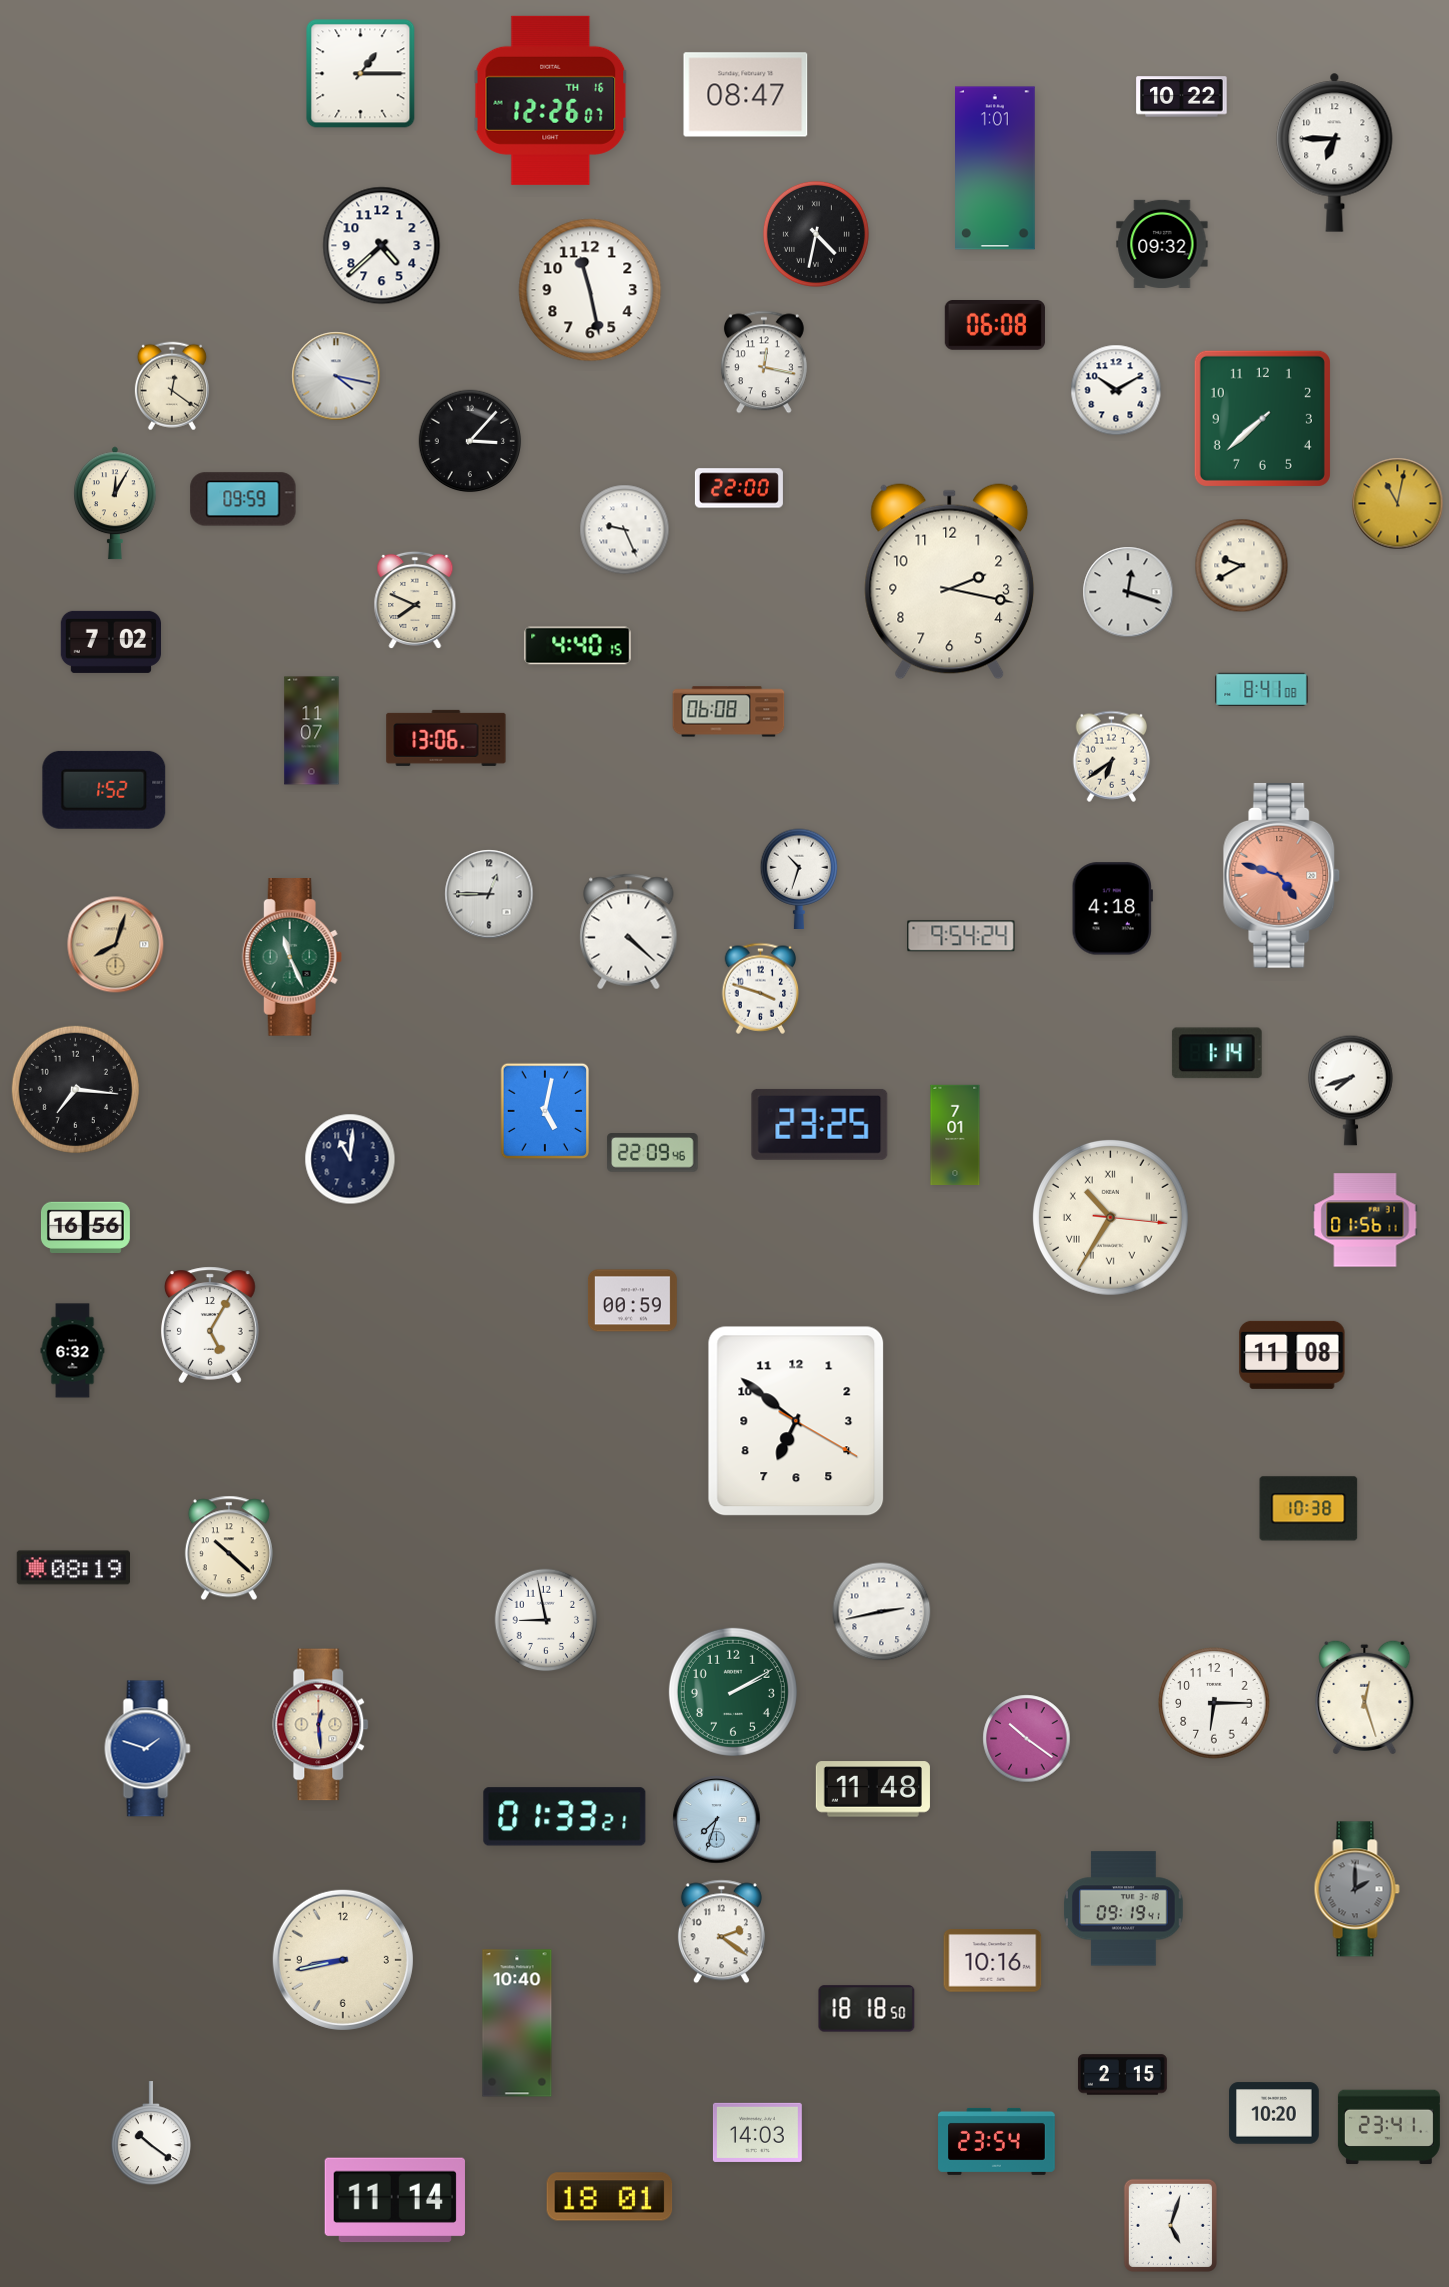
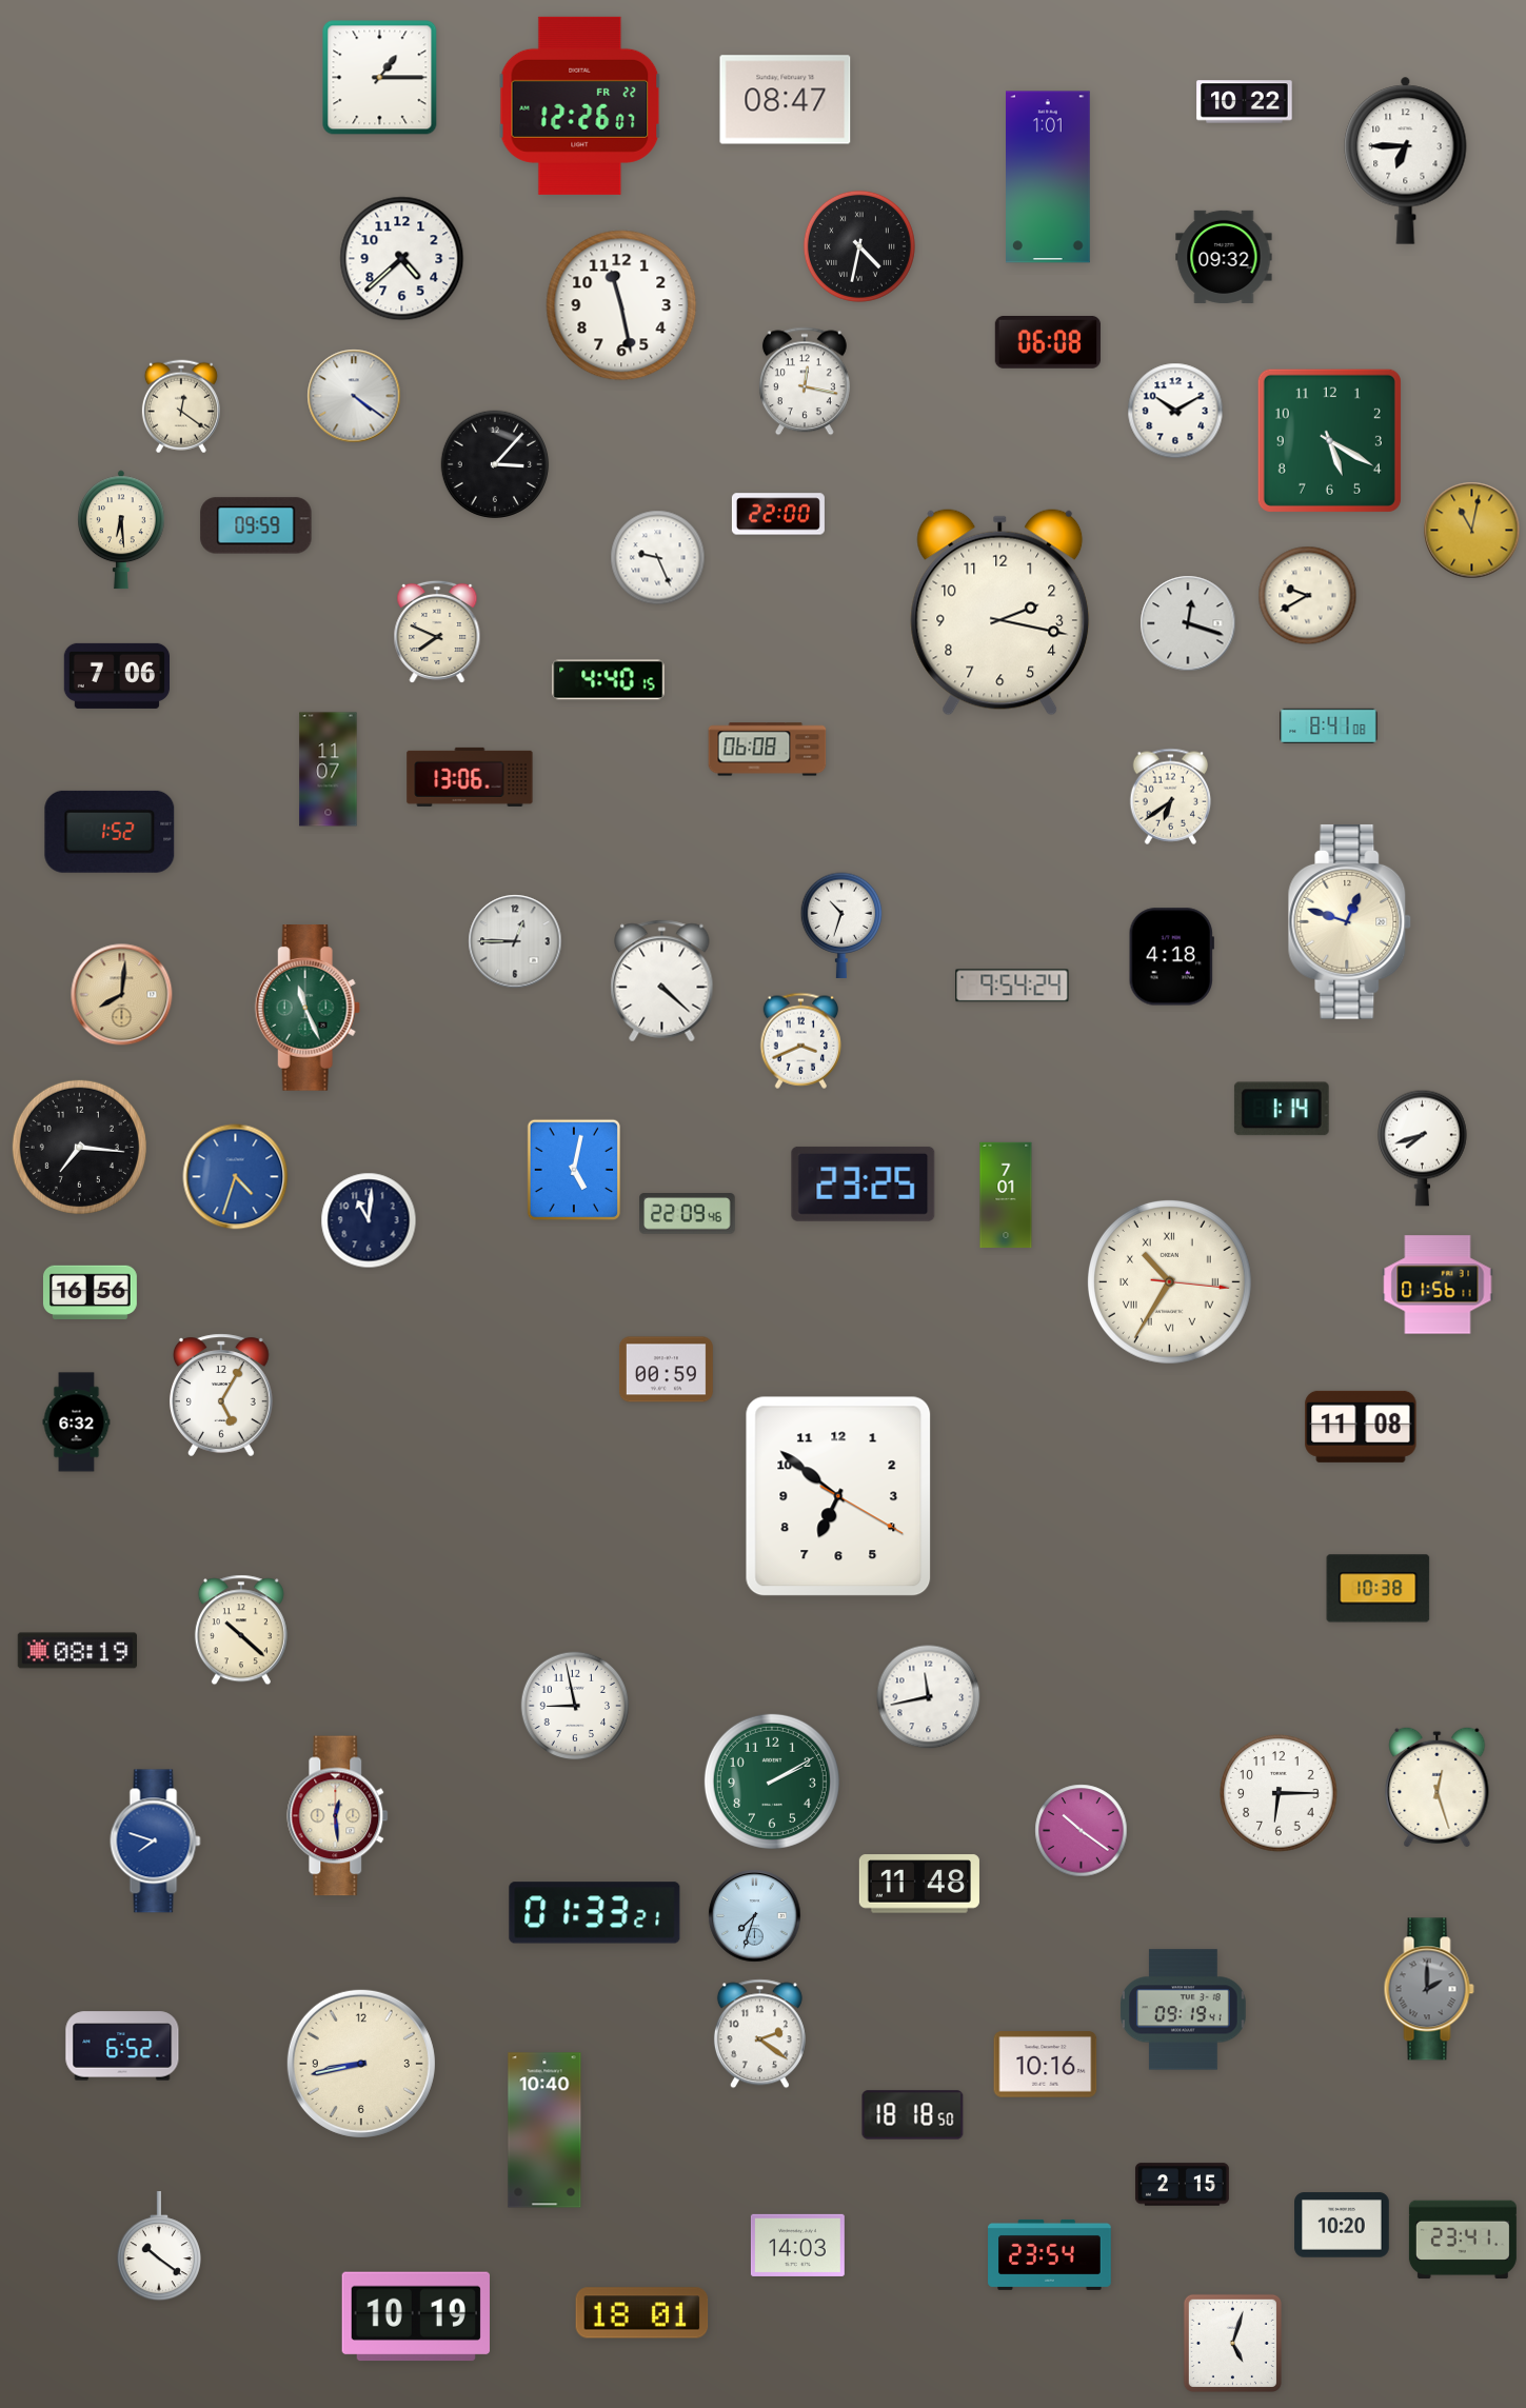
clock at (551, 100) date: TH 16 -> FR 22
clock at (336, 376): 4:17 -> 4:21
clock at (1262, 418): 7:38 -> 5:20
clock at (116, 503): 12:05 -> 6:29
clock at (110, 642): 7:02 -> 7:06
clock at (1282, 875): 4:48 -> 12:48
clock at (1282, 875) dial: salmon -> cream
clock at (116, 945): 8:03 -> 8:01
clock at (761, 988): 3:48 -> 3:41
clock at (236, 1177): none -> 4:33
clock at (882, 1612): 2:43 -> 11:43
clock at (148, 1749): 1:48 -> 7:48
clock at (122, 2046): none -> 6:52
clock at (395, 2200): 11:14 -> 10:19
